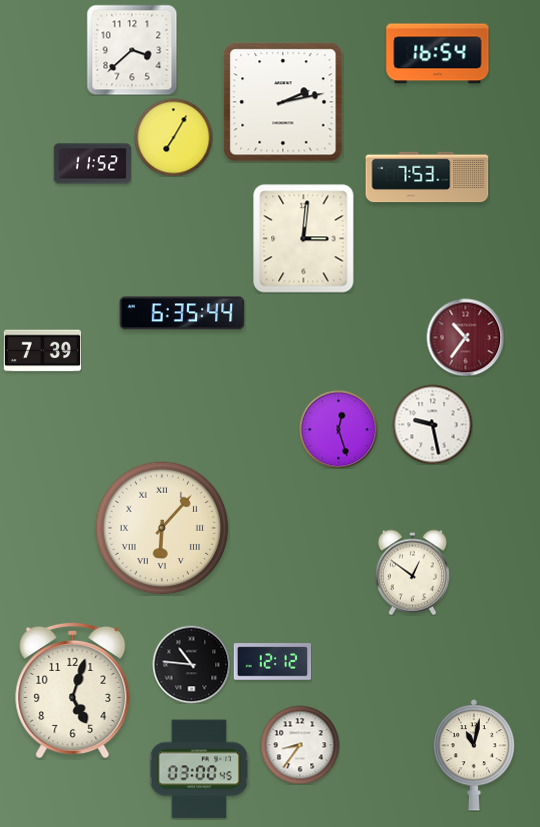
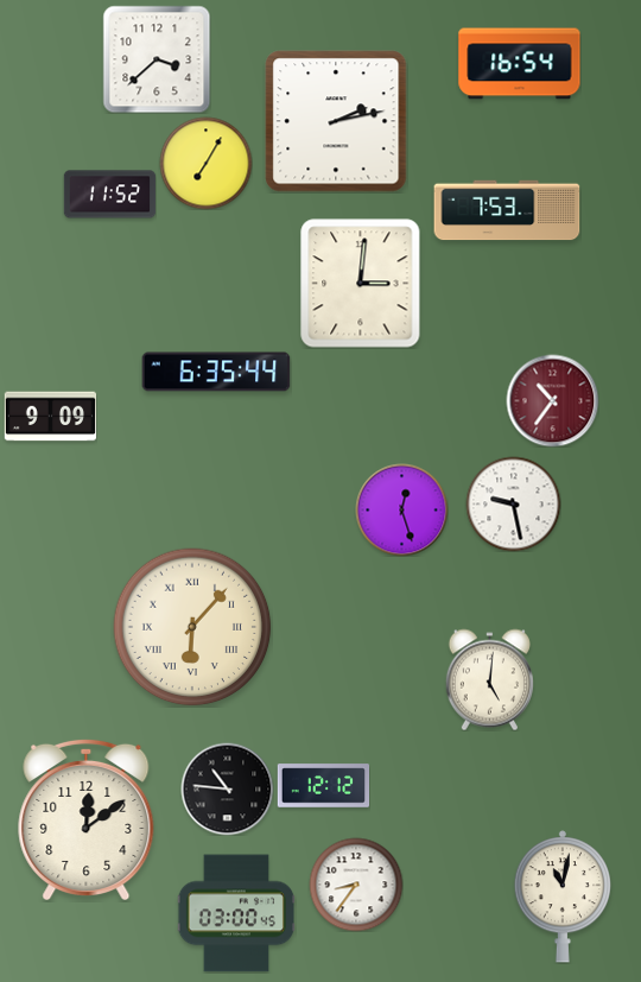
clock at (42, 351): 7:39 -> 9:09
clock at (412, 572): 12:51 -> 5:01
clock at (73, 689): 5:03 -> 12:09
